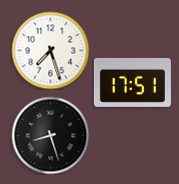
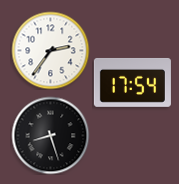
clock at (50, 50): 7:27 -> 2:36
clock at (132, 82): 17:51 -> 17:54
